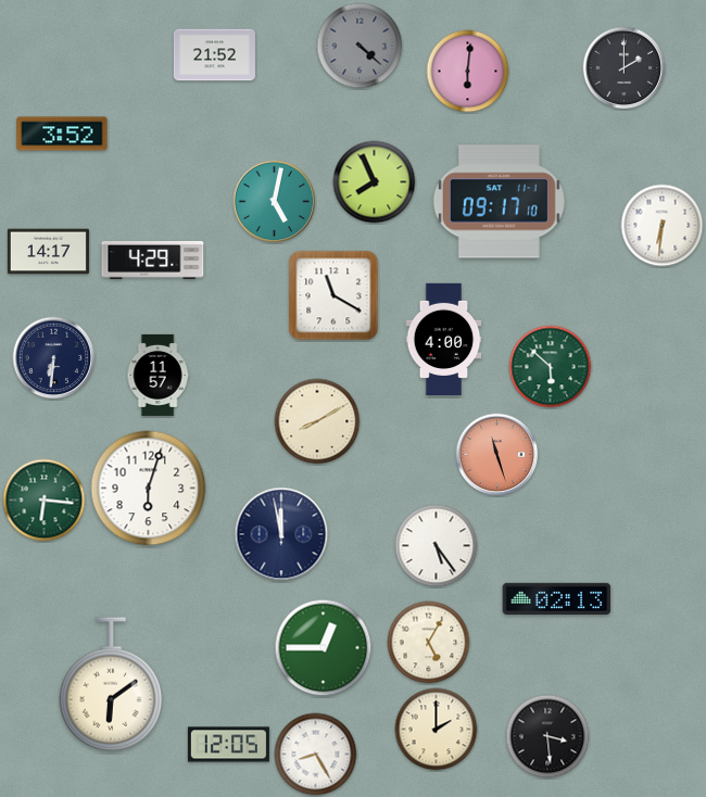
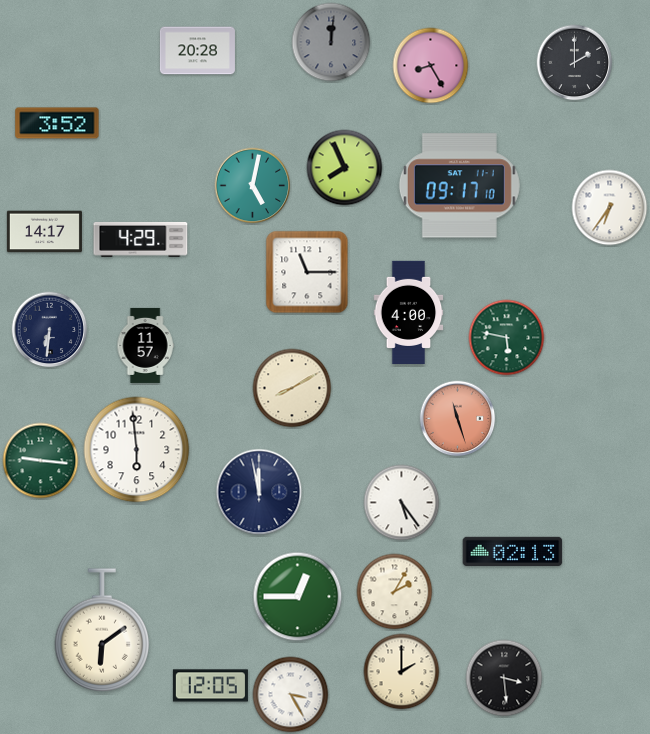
clock at (360, 46): 4:22 -> 12:01
clock at (214, 55): 21:52 -> 20:28
clock at (468, 72): 6:01 -> 8:25
clock at (663, 226): 6:31 -> 6:36
clock at (333, 295): 11:20 -> 11:15
clock at (551, 367): 5:52 -> 5:47
clock at (149, 489): 6:03 -> 5:59
clock at (45, 501): 6:16 -> 9:16
clock at (429, 643): 5:05 -> 2:05
clock at (316, 755): 8:25 -> 3:25
